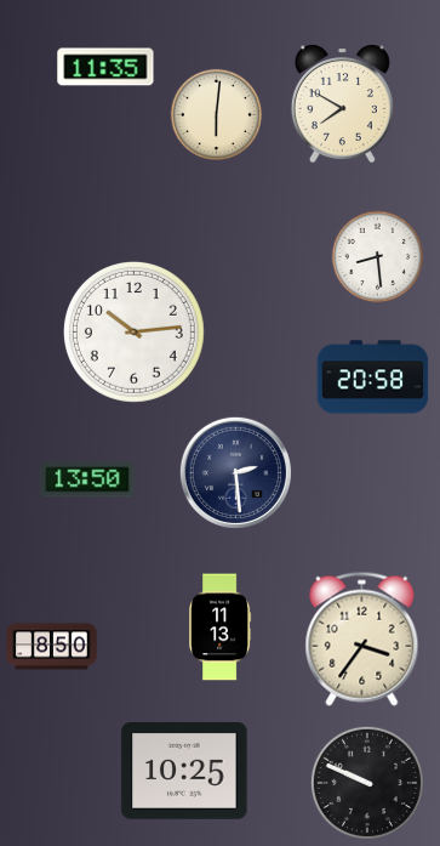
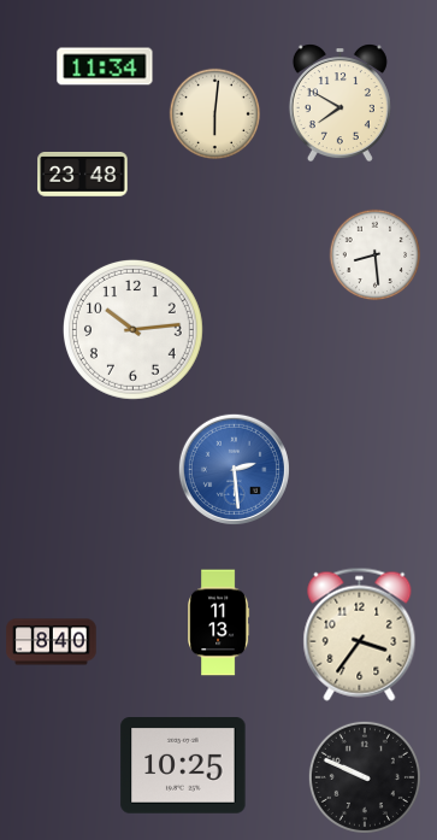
clock at (105, 67): 11:35 -> 11:34
clock at (83, 175): none -> 23:48
clock at (373, 377): 20:58 -> none
clock at (235, 472) dial: navy -> blue
clock at (87, 479): 13:50 -> none
clock at (52, 647): 8:50 -> 8:40
